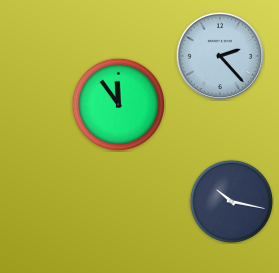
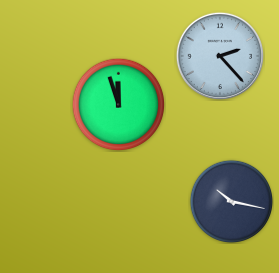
clock at (118, 104): 11:54 -> 11:57
